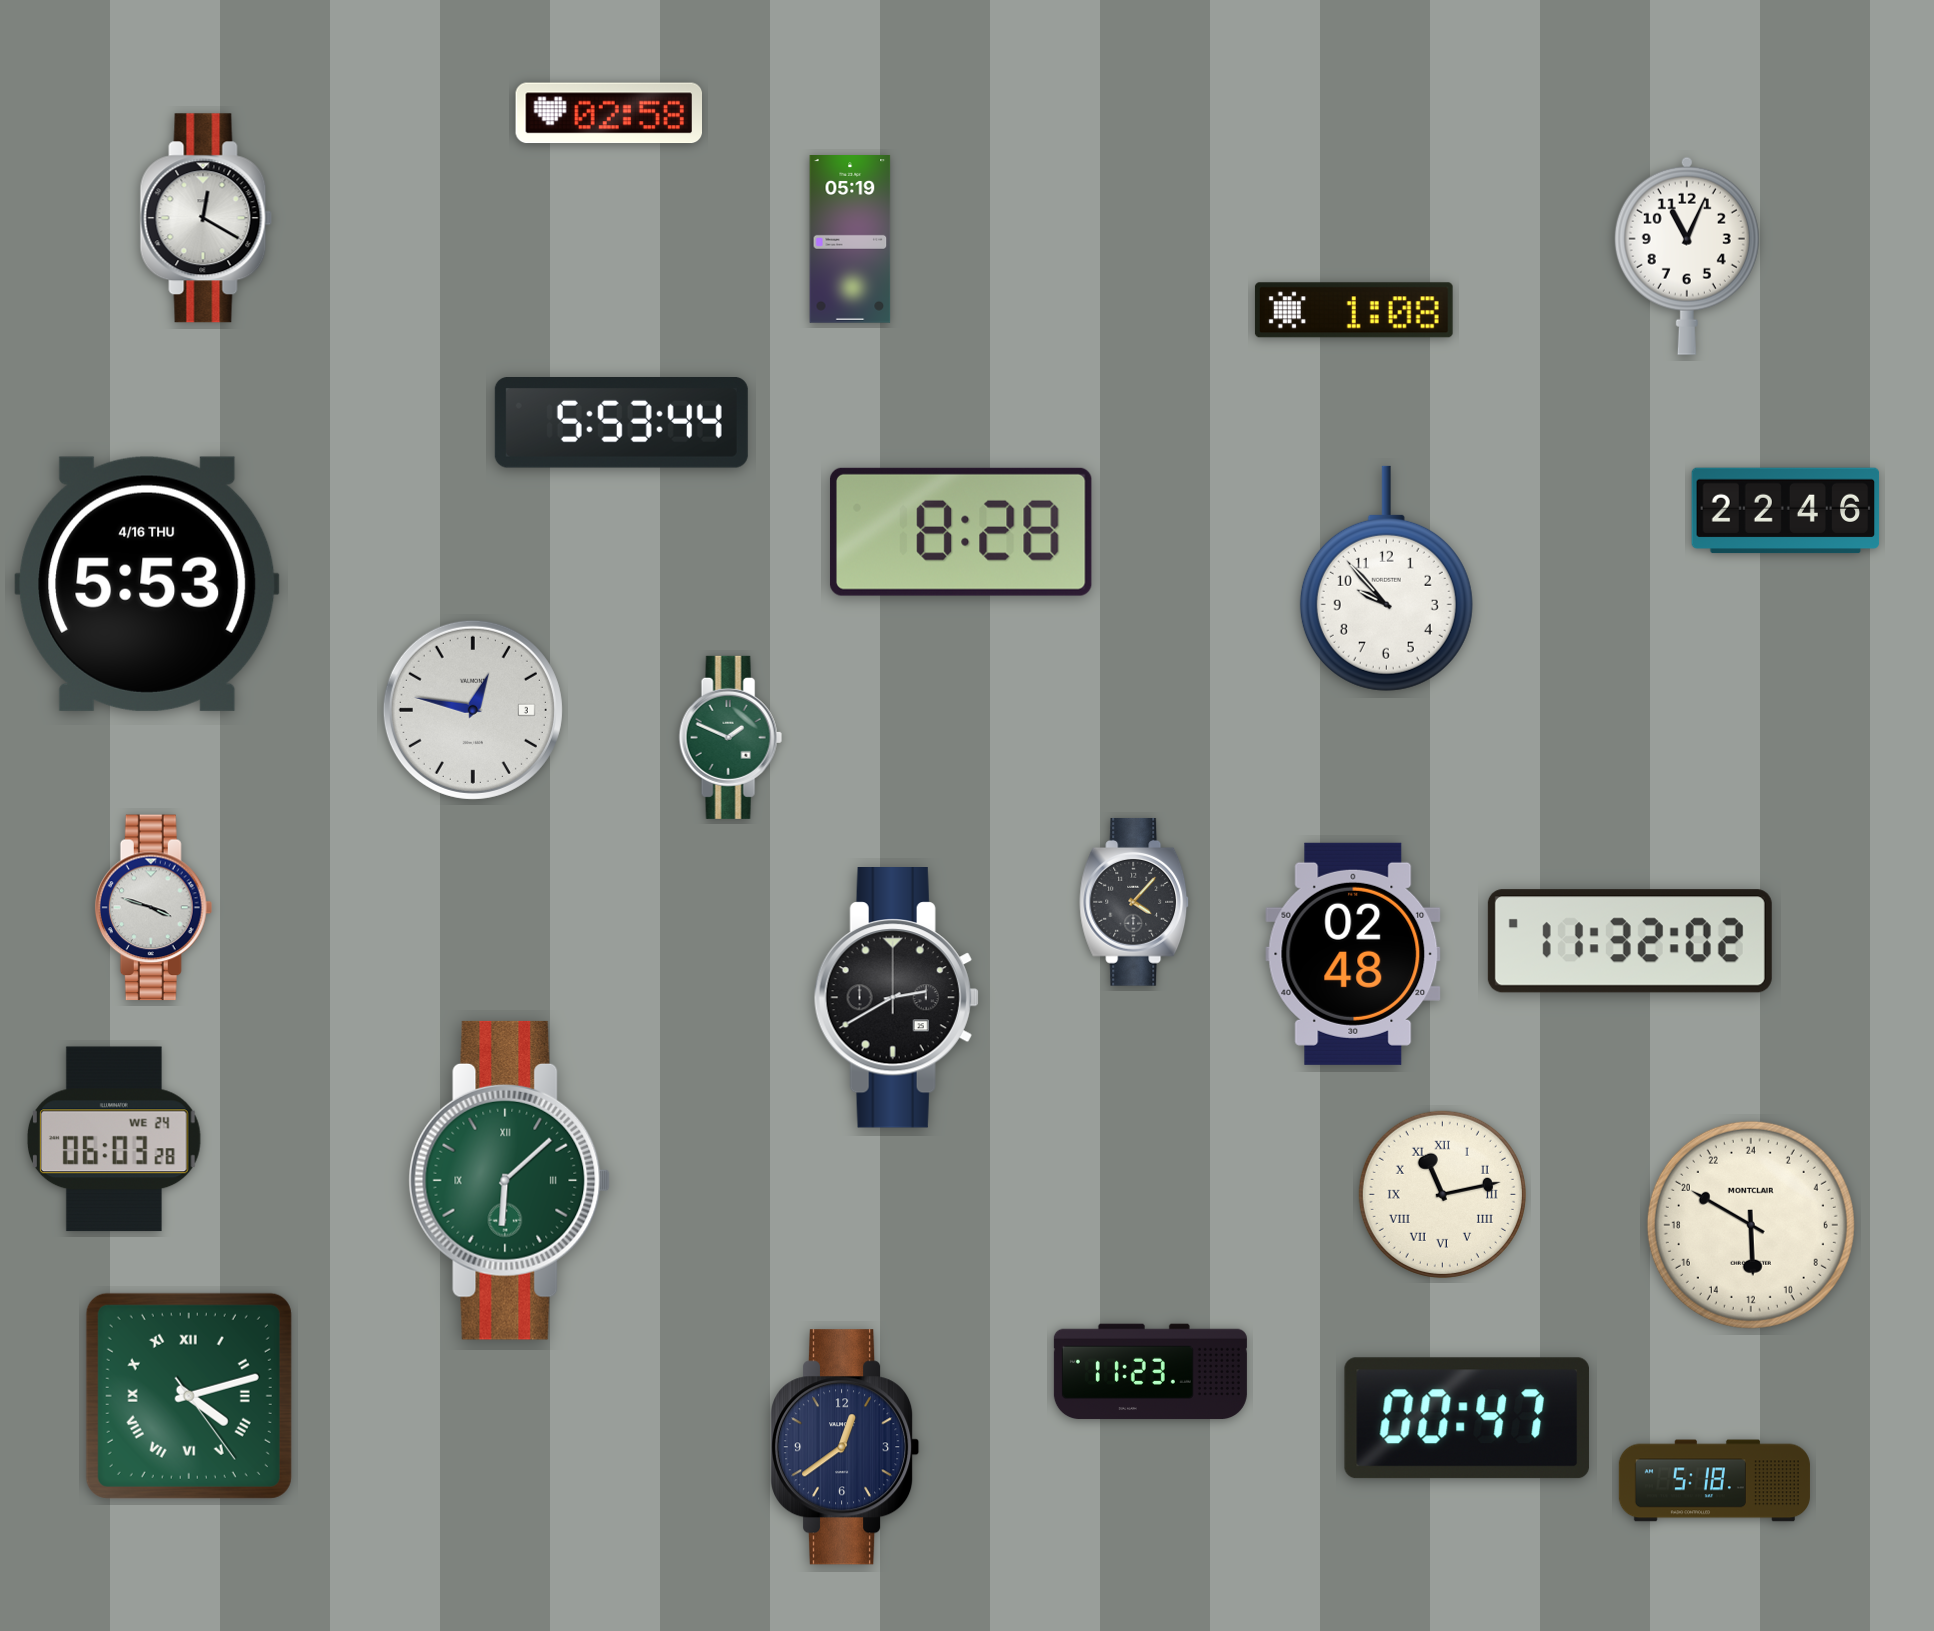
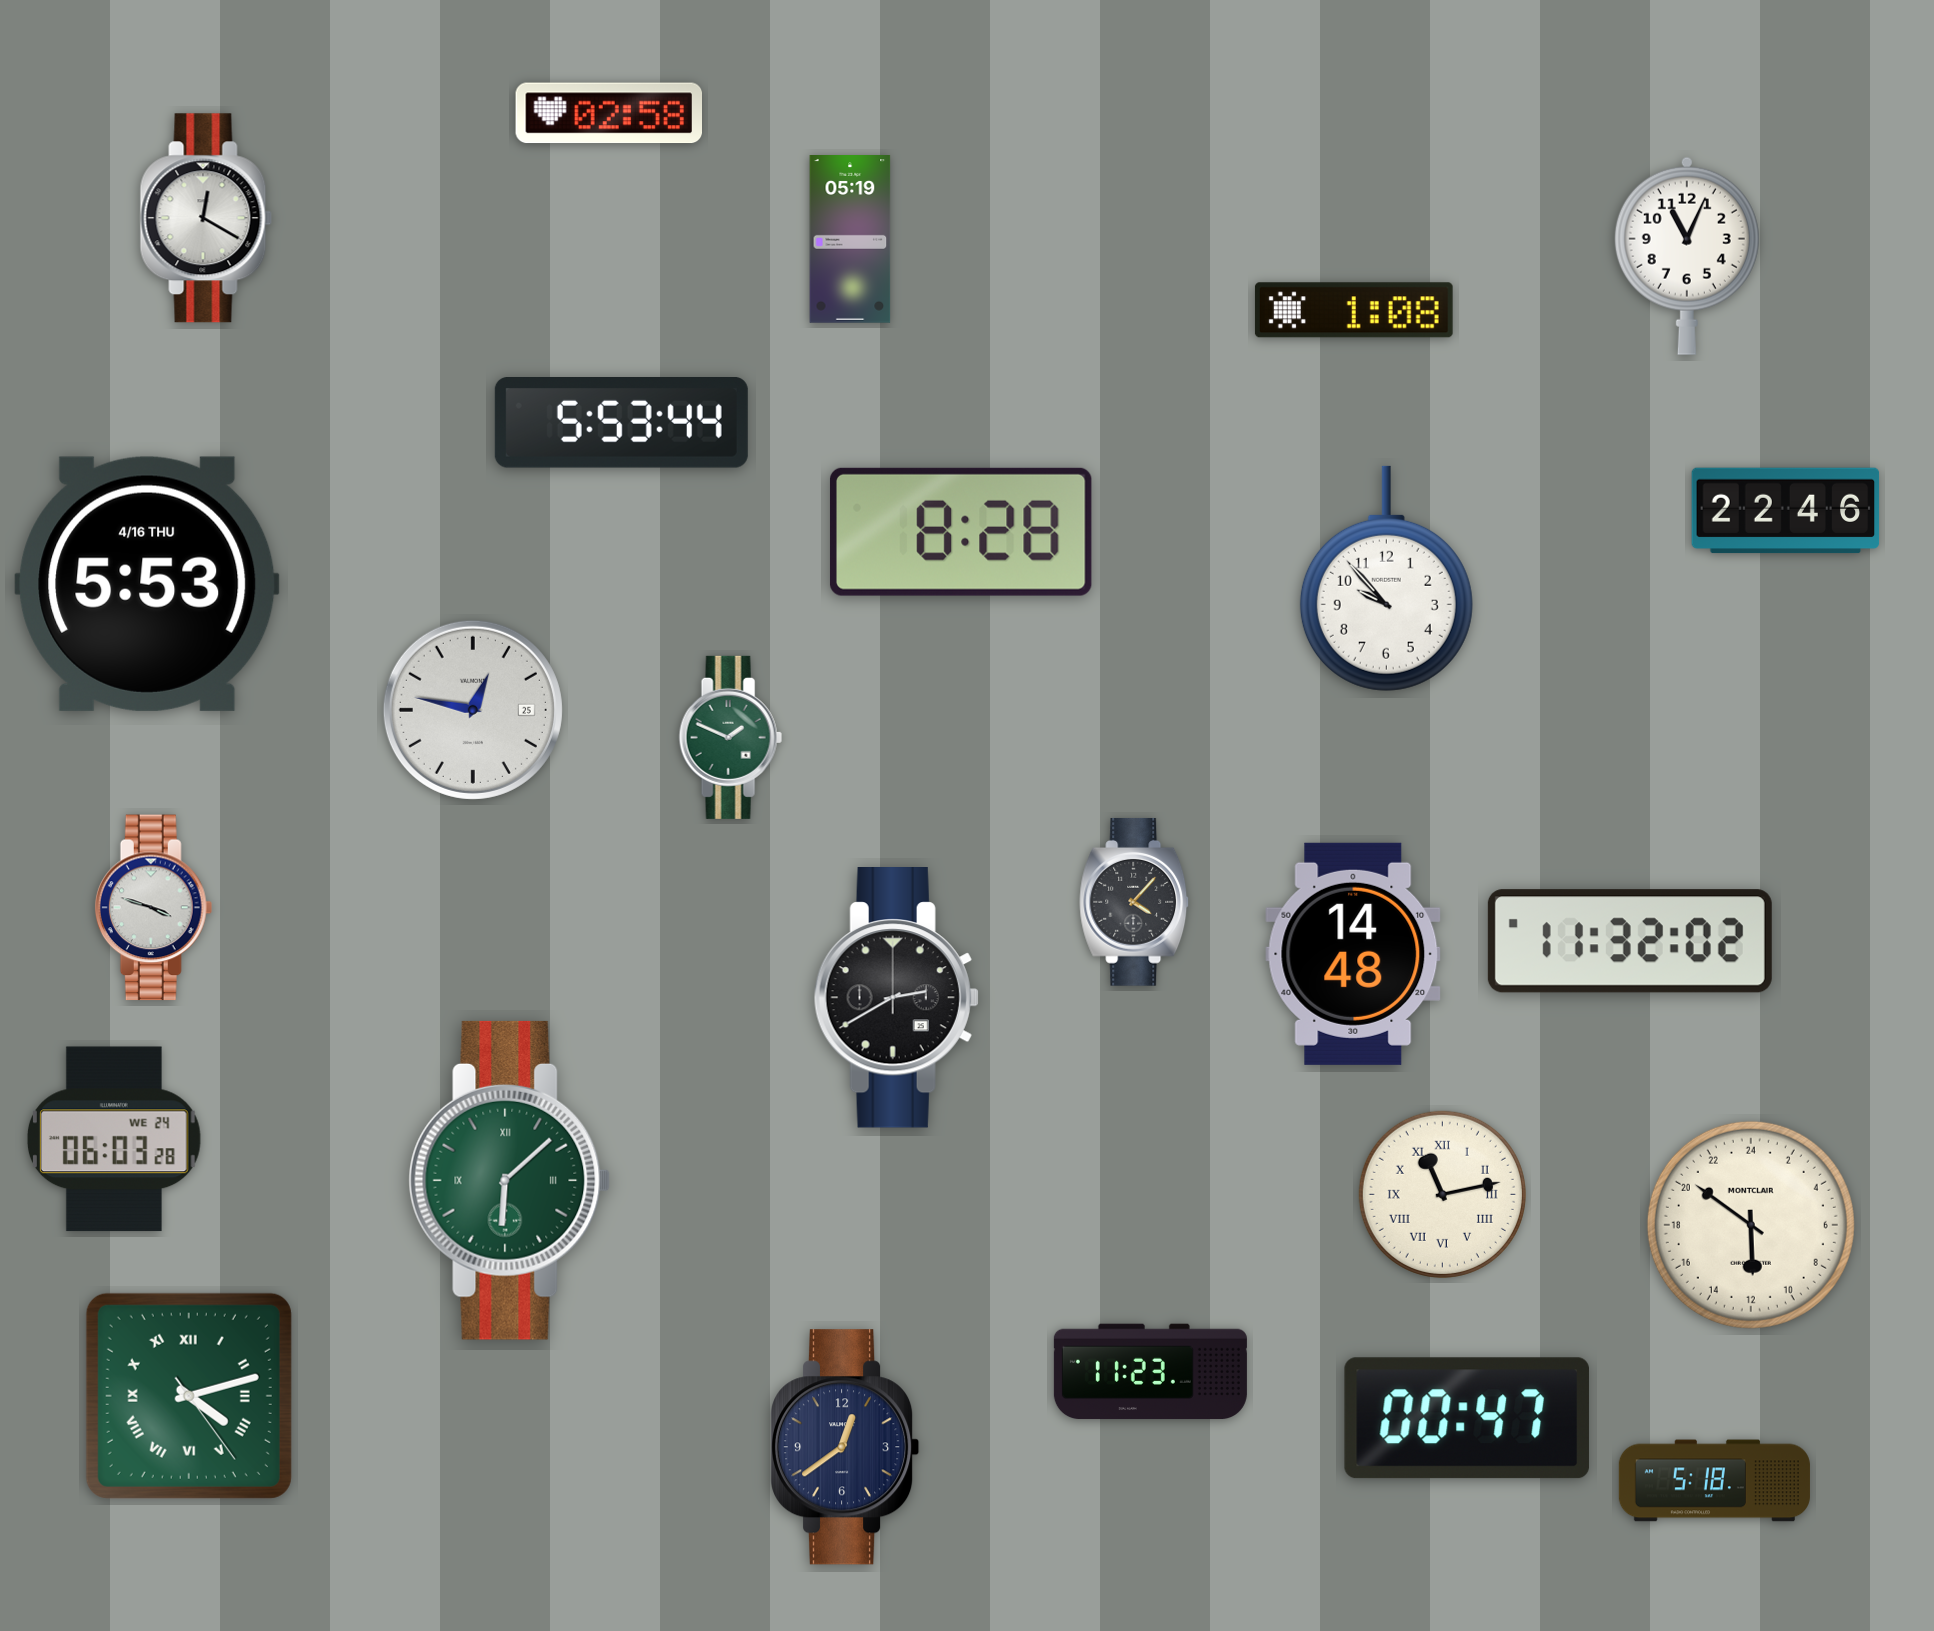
clock at (473, 710) date: 3 -> 25
clock at (1353, 954): 02:48 -> 14:48
clock at (1751, 1225): 11:50 -> 11:51
